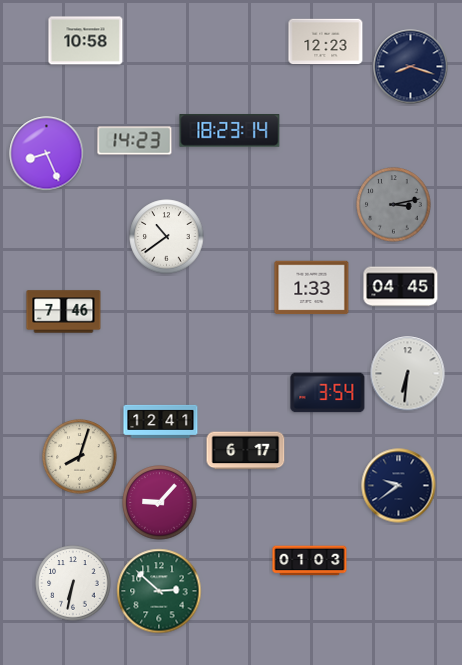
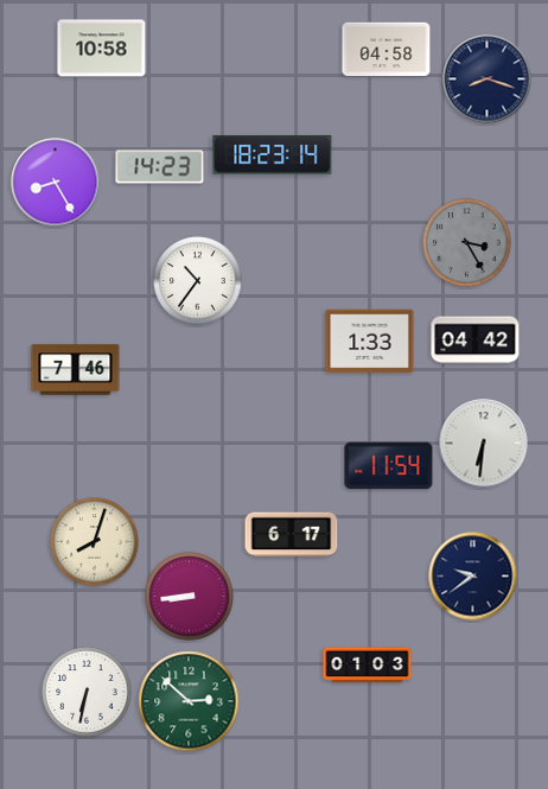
clock at (326, 42): 12:23 -> 04:58
clock at (47, 154): 8:26 -> 8:25
clock at (394, 205): 3:13 -> 3:25
clock at (167, 237): 10:39 -> 10:36
clock at (401, 287): 04:45 -> 04:42
clock at (328, 393): 3:54 -> 11:54
clock at (161, 421): 12:41 -> none
clock at (160, 503): 9:07 -> 8:44
